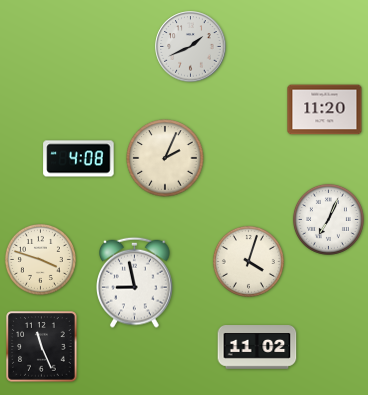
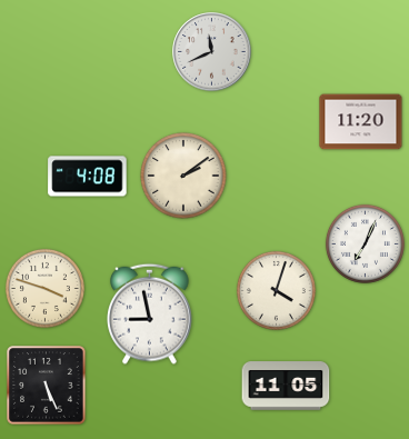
clock at (191, 47): 1:41 -> 11:41
clock at (165, 158): 2:04 -> 2:09
clock at (42, 347): 11:26 -> 5:26
clock at (257, 347): 11:02 -> 11:05
